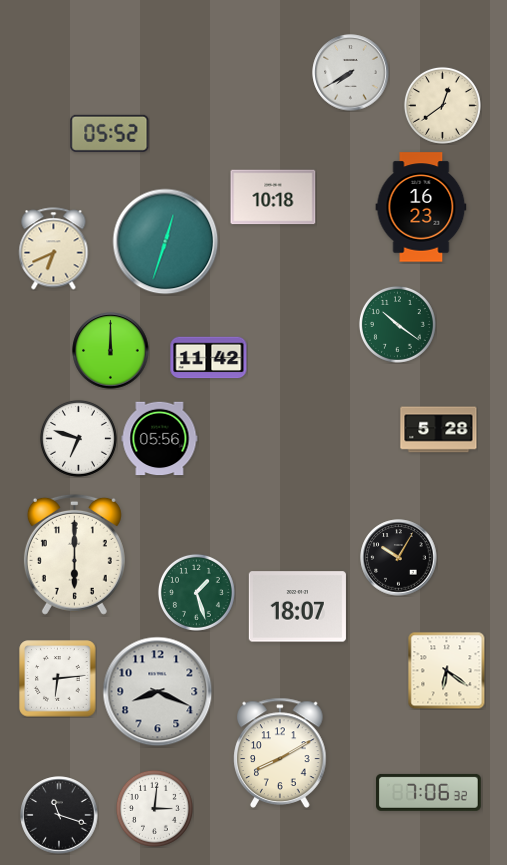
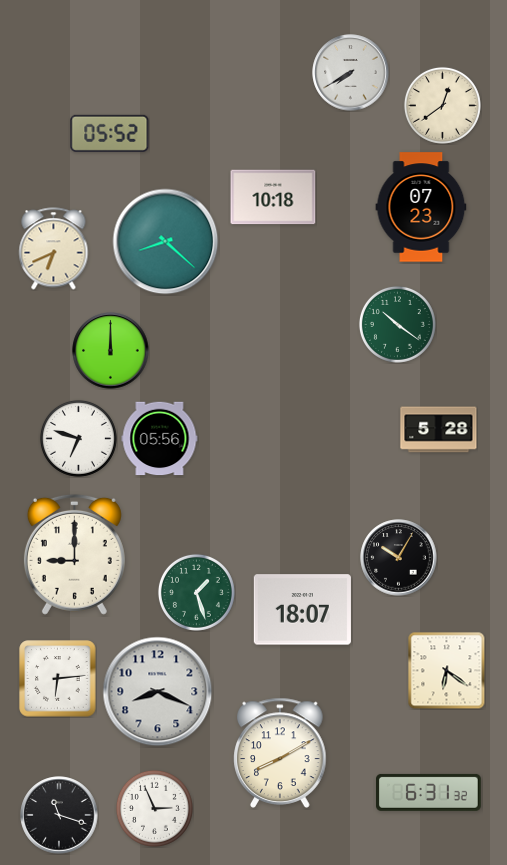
clock at (421, 207): 16:23 -> 07:23
clock at (166, 242): 12:33 -> 8:22
clock at (209, 358): 11:42 -> none
clock at (74, 554): 6:00 -> 9:00
clock at (297, 607) position: (297, 607) -> (302, 610)
clock at (429, 792): 7:06 -> 6:31
clock at (154, 808): 3:01 -> 2:56
